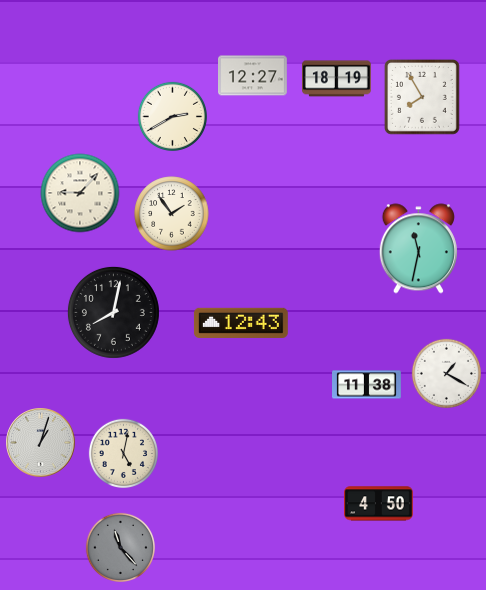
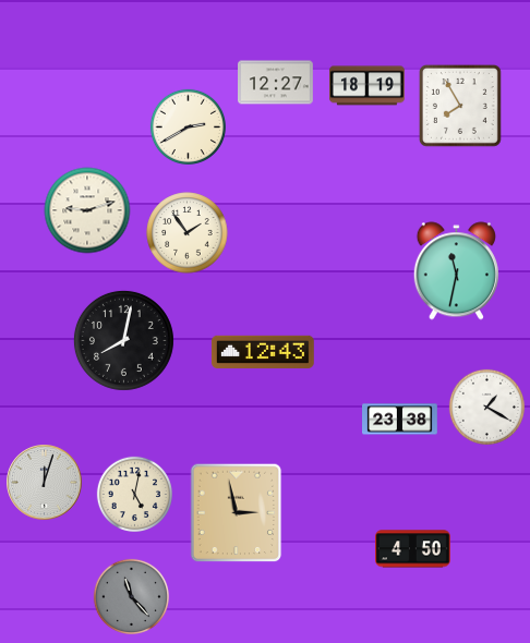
clock at (80, 193): 9:07 -> 9:12
clock at (367, 385): 11:38 -> 23:38
clock at (41, 443): 1:03 -> 12:03
clock at (237, 513): none -> 2:58
